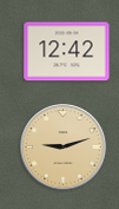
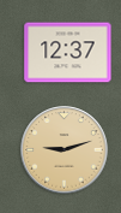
clock at (67, 52): 12:42 -> 12:37
